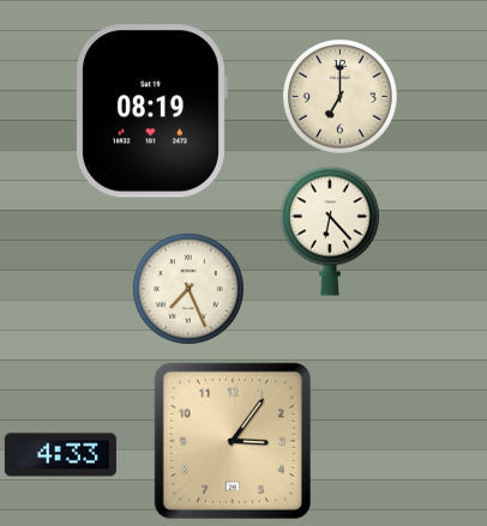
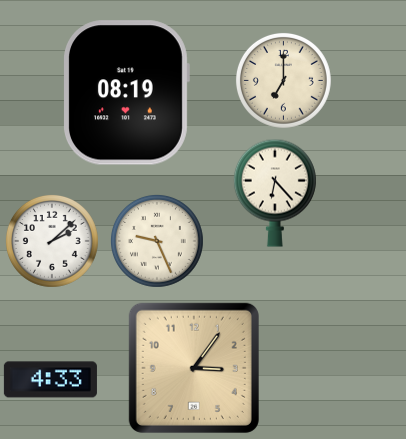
clock at (52, 241): none -> 2:08
clock at (188, 289): 7:26 -> 9:26
